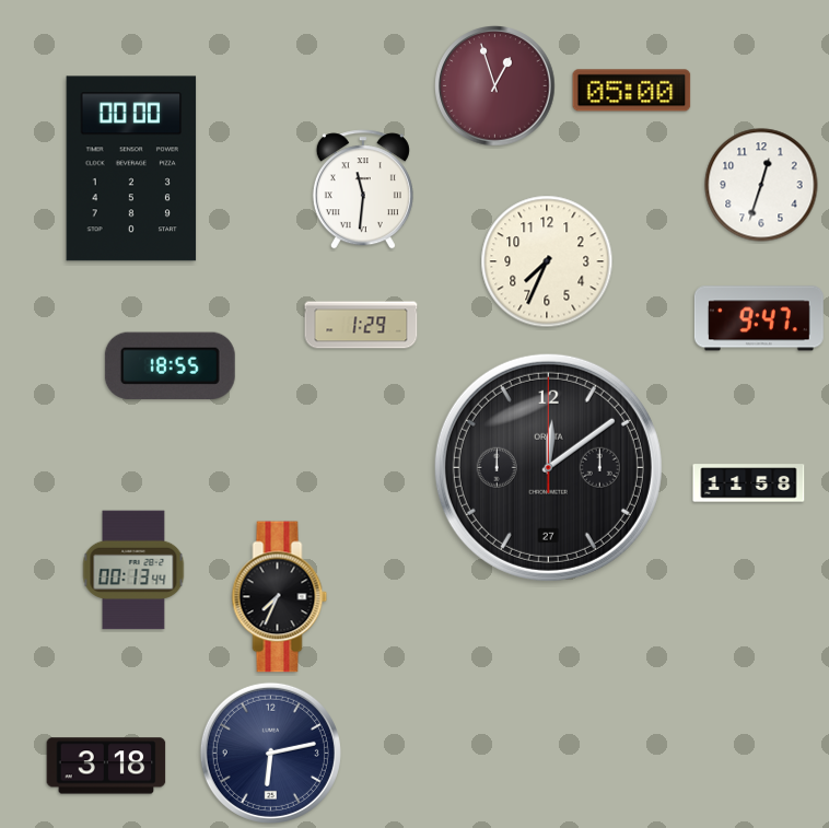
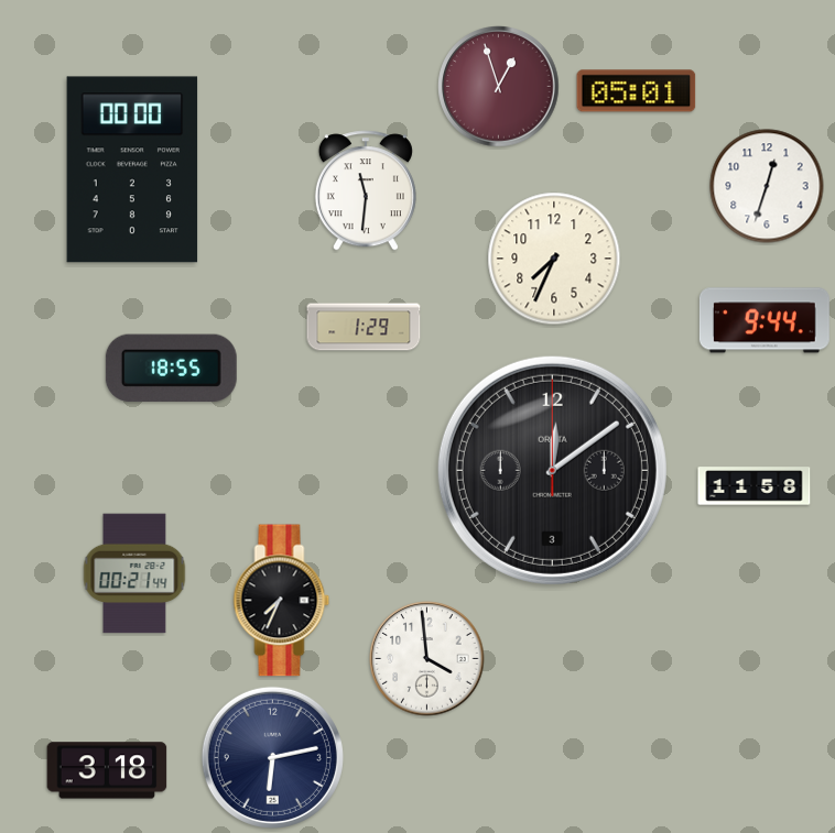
clock at (632, 91): 05:00 -> 05:01
clock at (547, 261) position: (547, 261) -> (554, 259)
clock at (759, 318): 9:47 -> 9:44
clock at (548, 467) date: 27 -> 3
clock at (133, 570): 00:13 -> 00:21
clock at (427, 659): none -> 3:59
